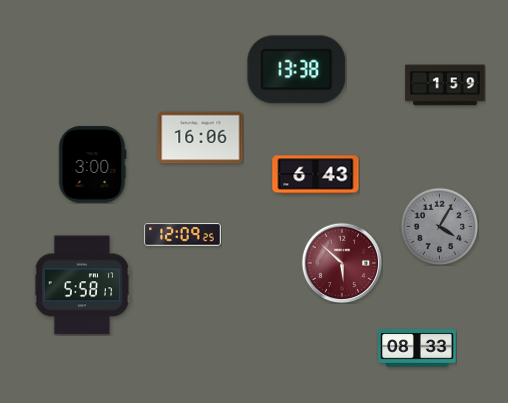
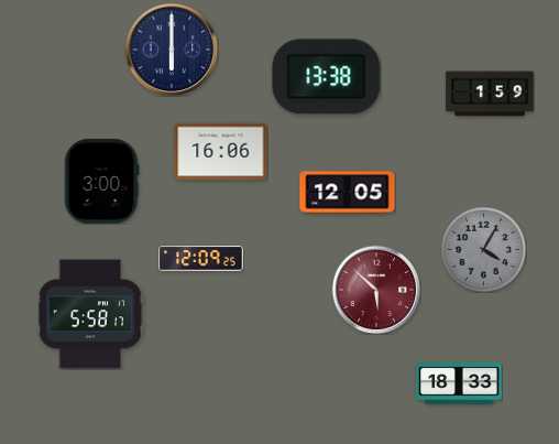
clock at (172, 50): none -> 6:00
clock at (316, 175): 6:43 -> 12:05
clock at (417, 348): 08:33 -> 18:33
